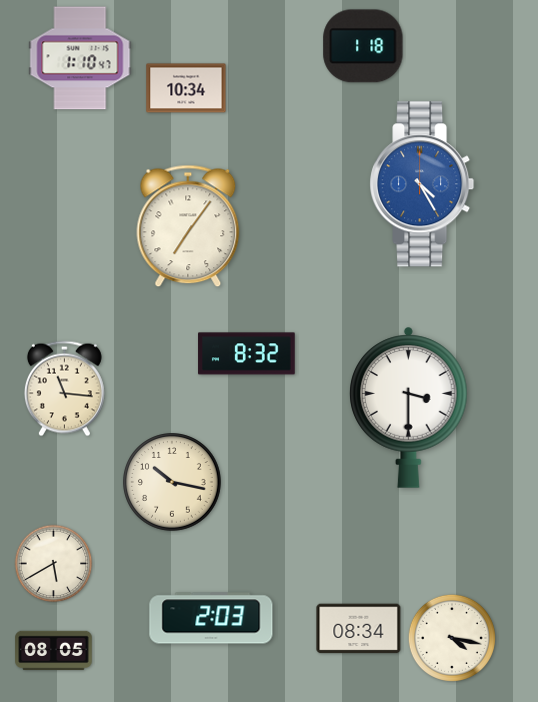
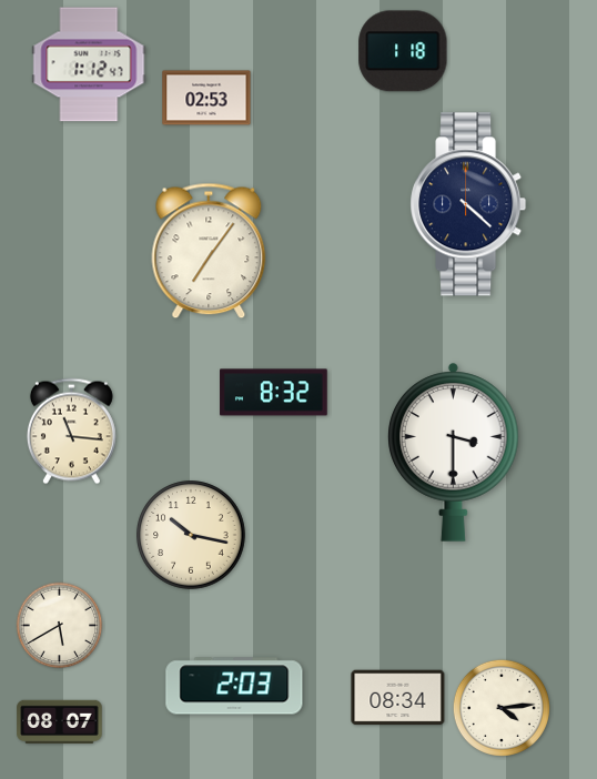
clock at (80, 58): 1:10 -> 1:12
clock at (186, 88): 10:34 -> 02:53
clock at (422, 184): 4:25 -> 4:22
clock at (422, 184) dial: blue -> navy
clock at (452, 638): 4:17 -> 4:14
clock at (54, 651): 08:05 -> 08:07
